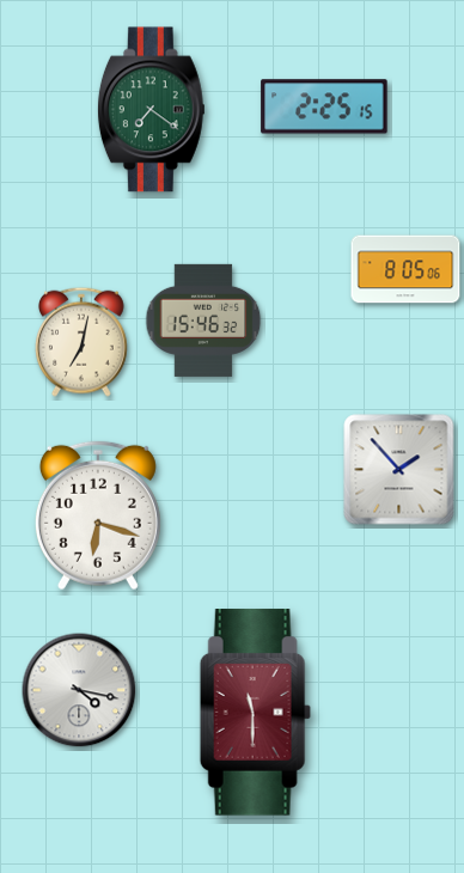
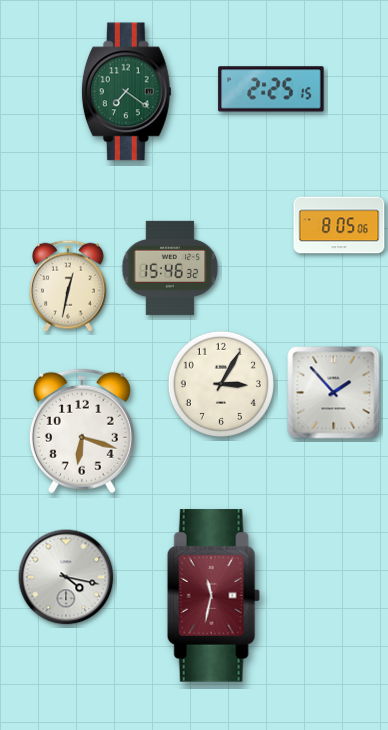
clock at (81, 342): 7:02 -> 12:32
clock at (221, 384): none -> 3:05
clock at (255, 713): 11:30 -> 11:32
